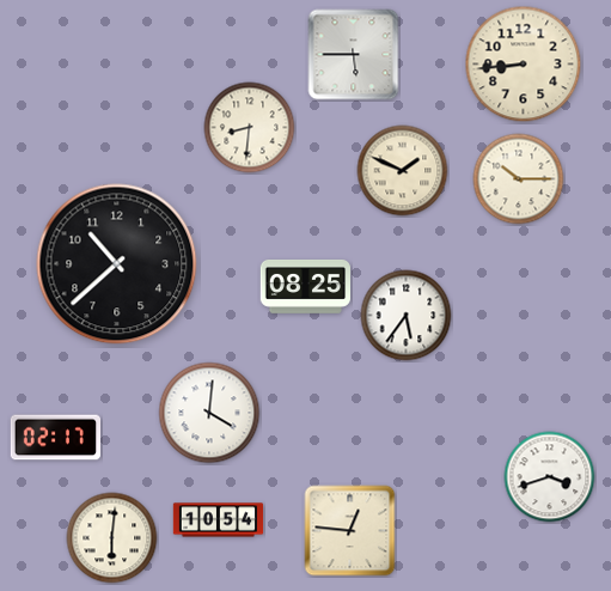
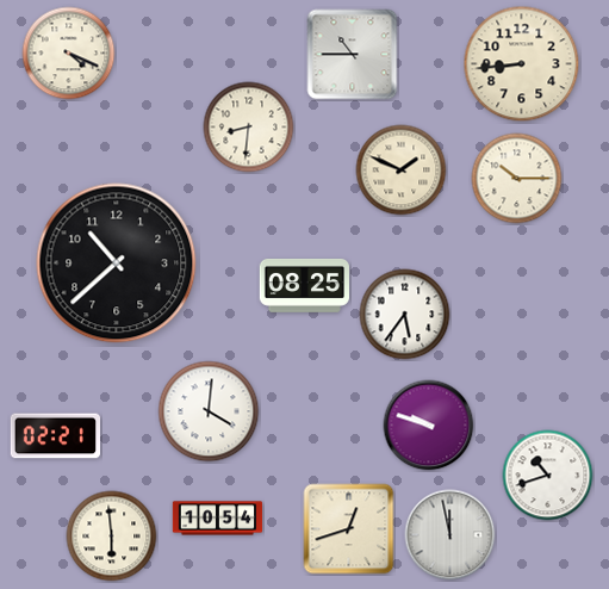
clock at (69, 54): none -> 4:19
clock at (354, 55): 5:45 -> 10:45
clock at (429, 426): none -> 9:48
clock at (55, 438): 02:17 -> 02:21
clock at (550, 477): 3:42 -> 10:42
clock at (350, 531): 12:46 -> 12:42
clock at (450, 535): none -> 11:58
clock at (112, 538): 6:01 -> 5:59
